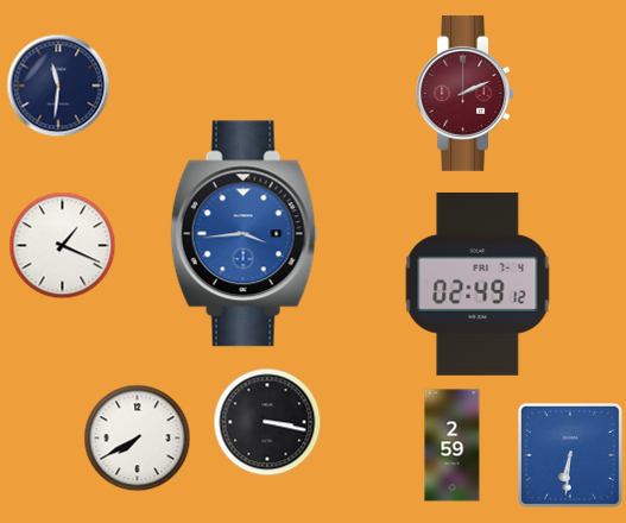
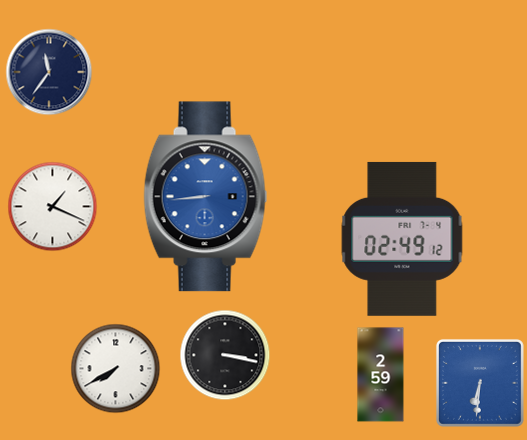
clock at (58, 86): 11:31 -> 11:36
clock at (466, 93): 2:11 -> none
clock at (245, 234): 3:44 -> 8:44
